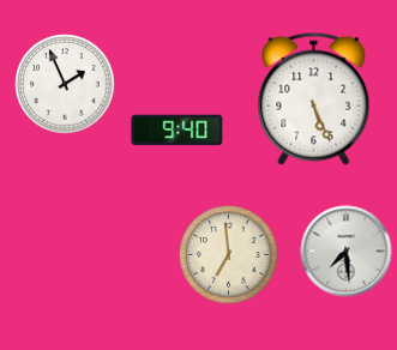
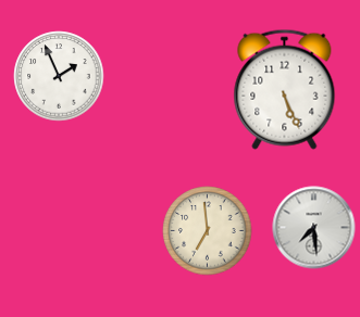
clock at (178, 131): 9:40 -> none
